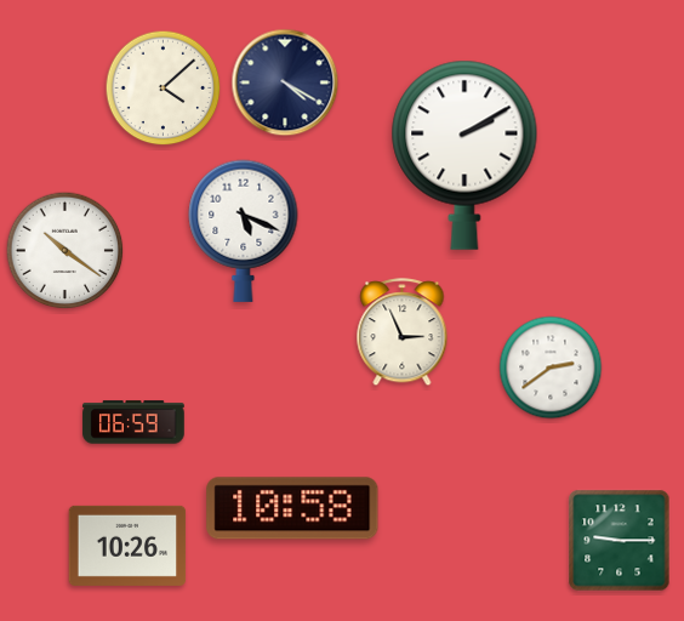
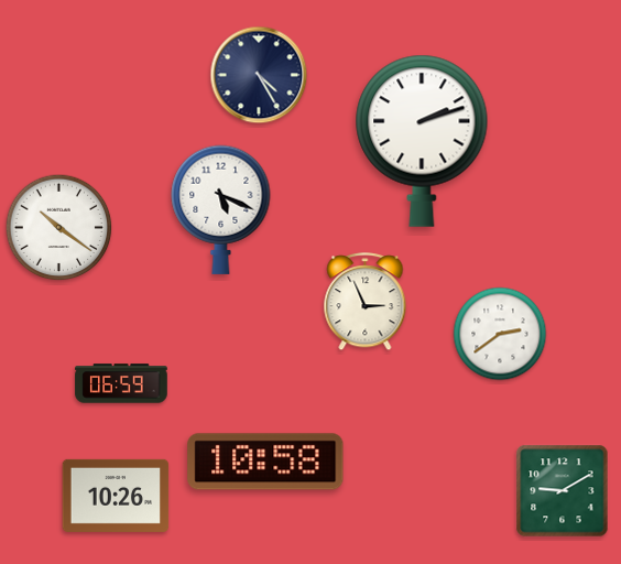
clock at (285, 82): 4:20 -> 4:25
clock at (164, 89): 4:08 -> none
clock at (464, 155): 2:10 -> 2:12
clock at (620, 541): 9:15 -> 9:10
